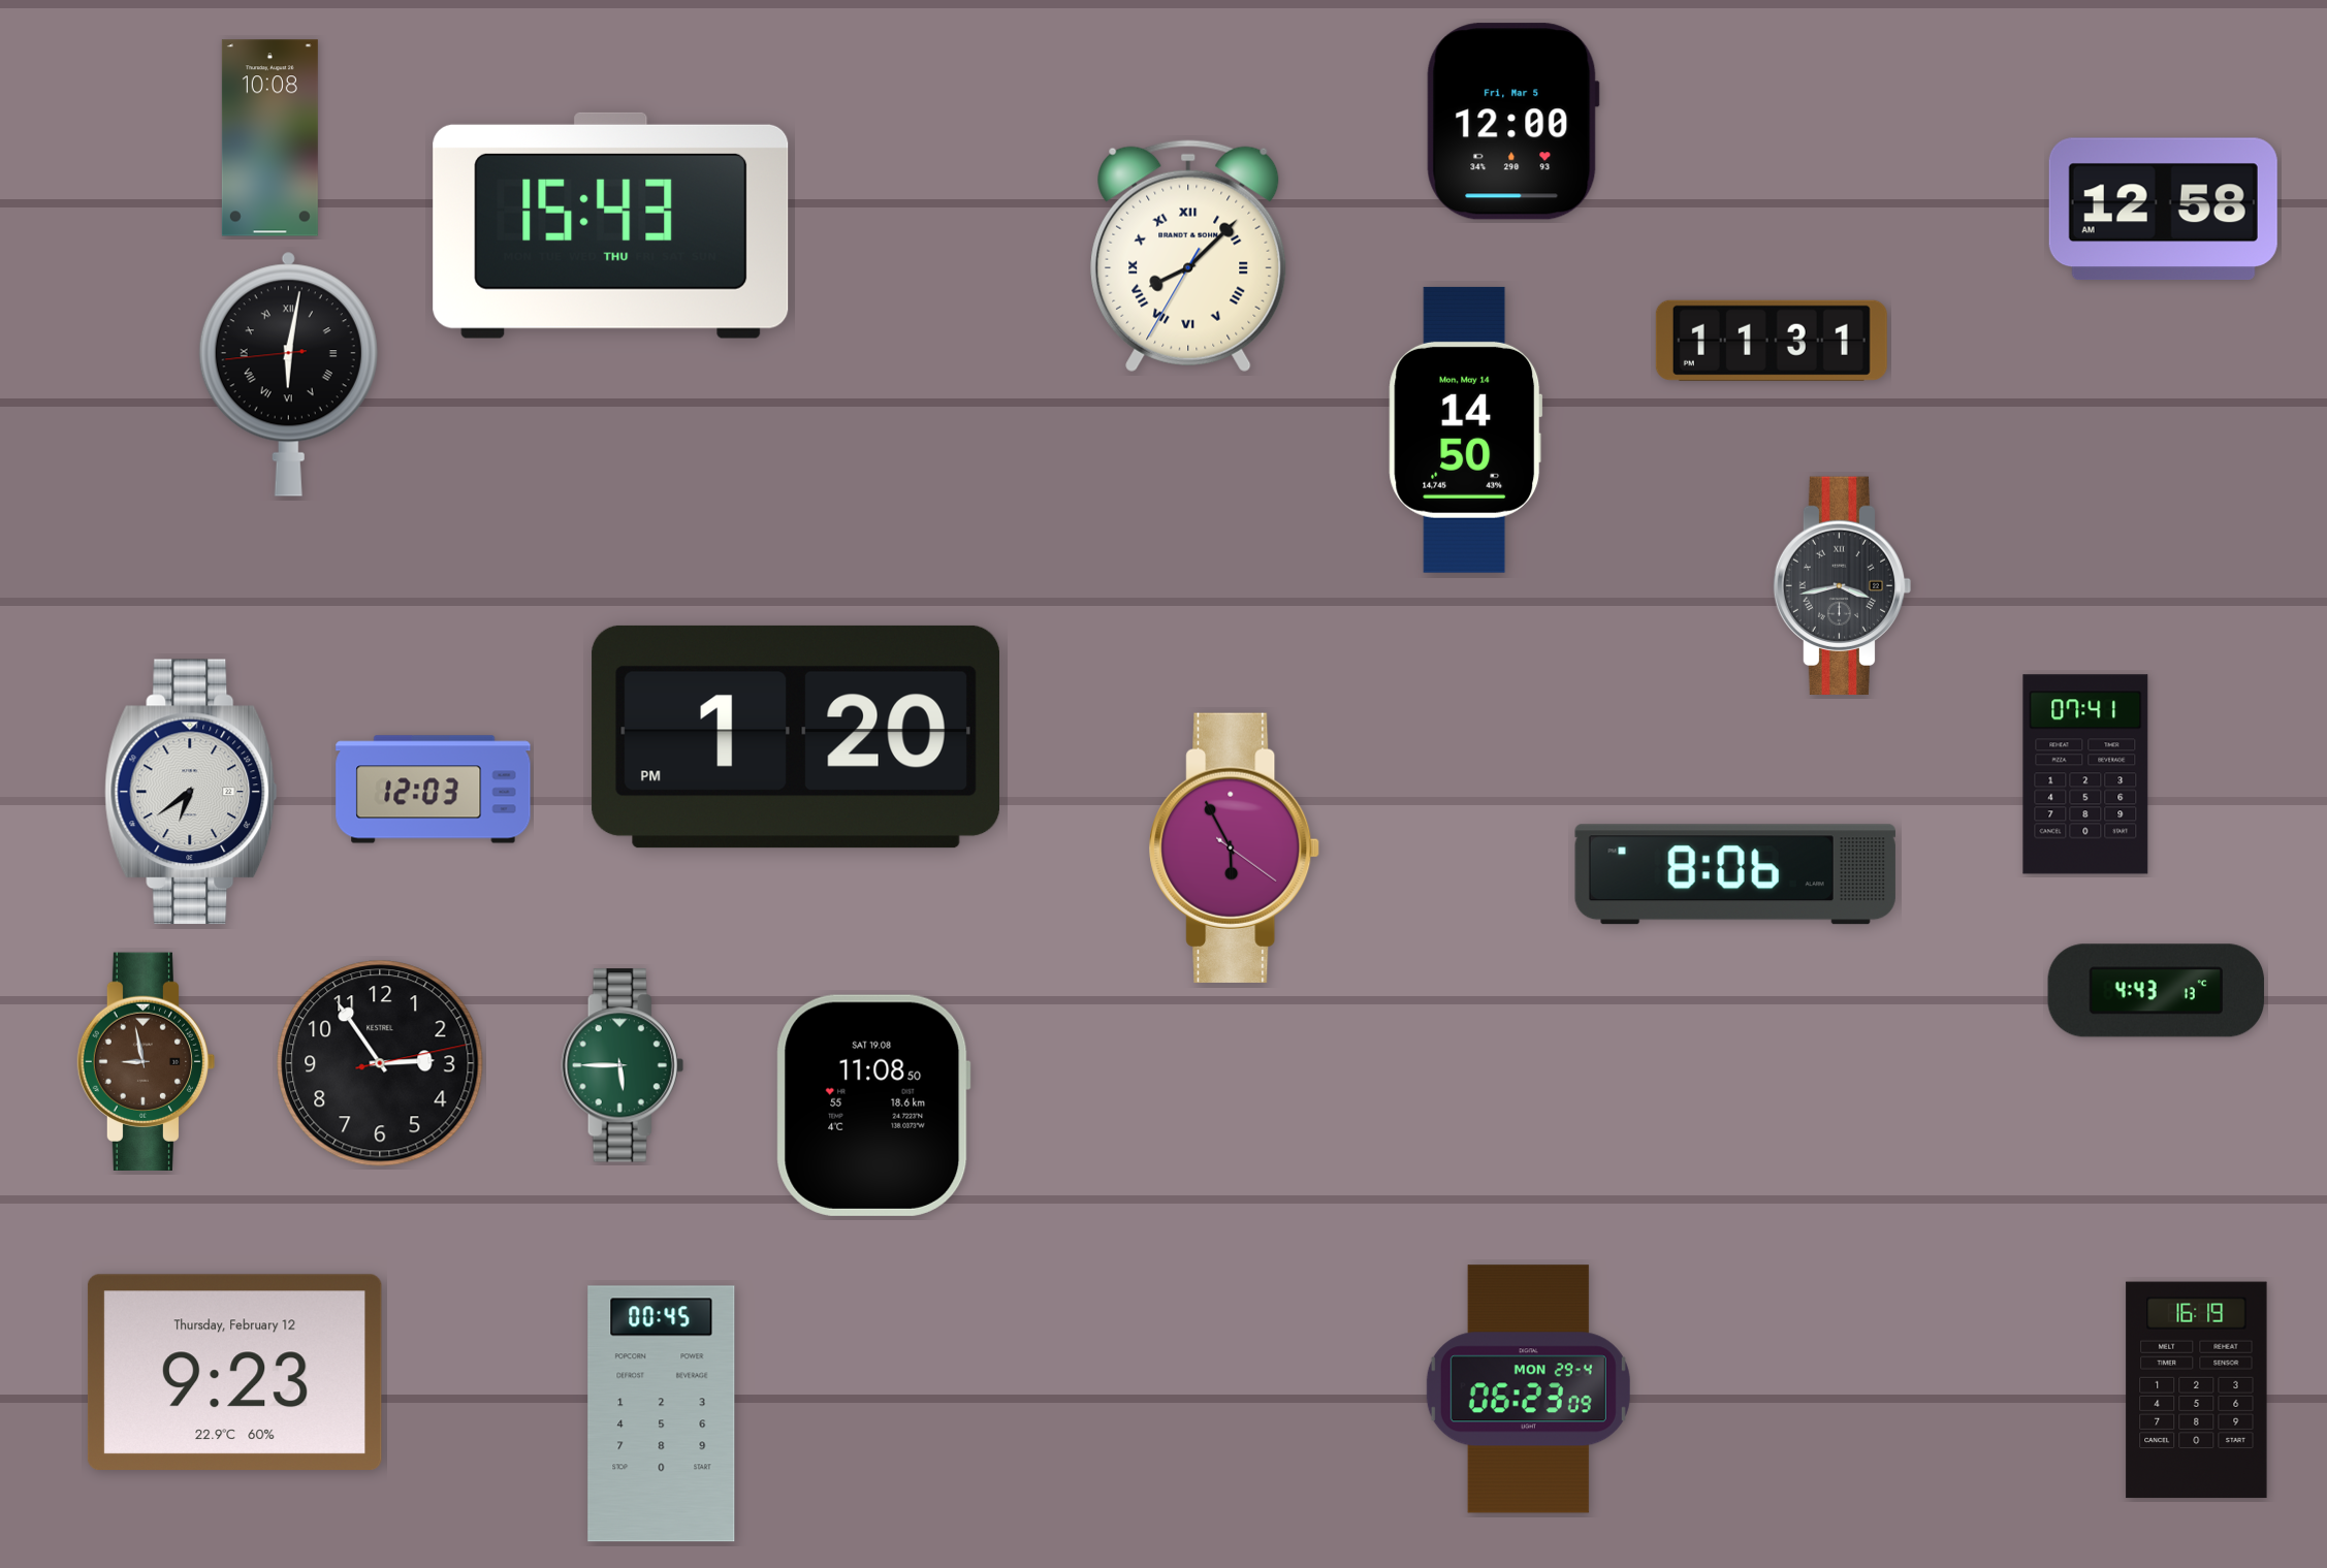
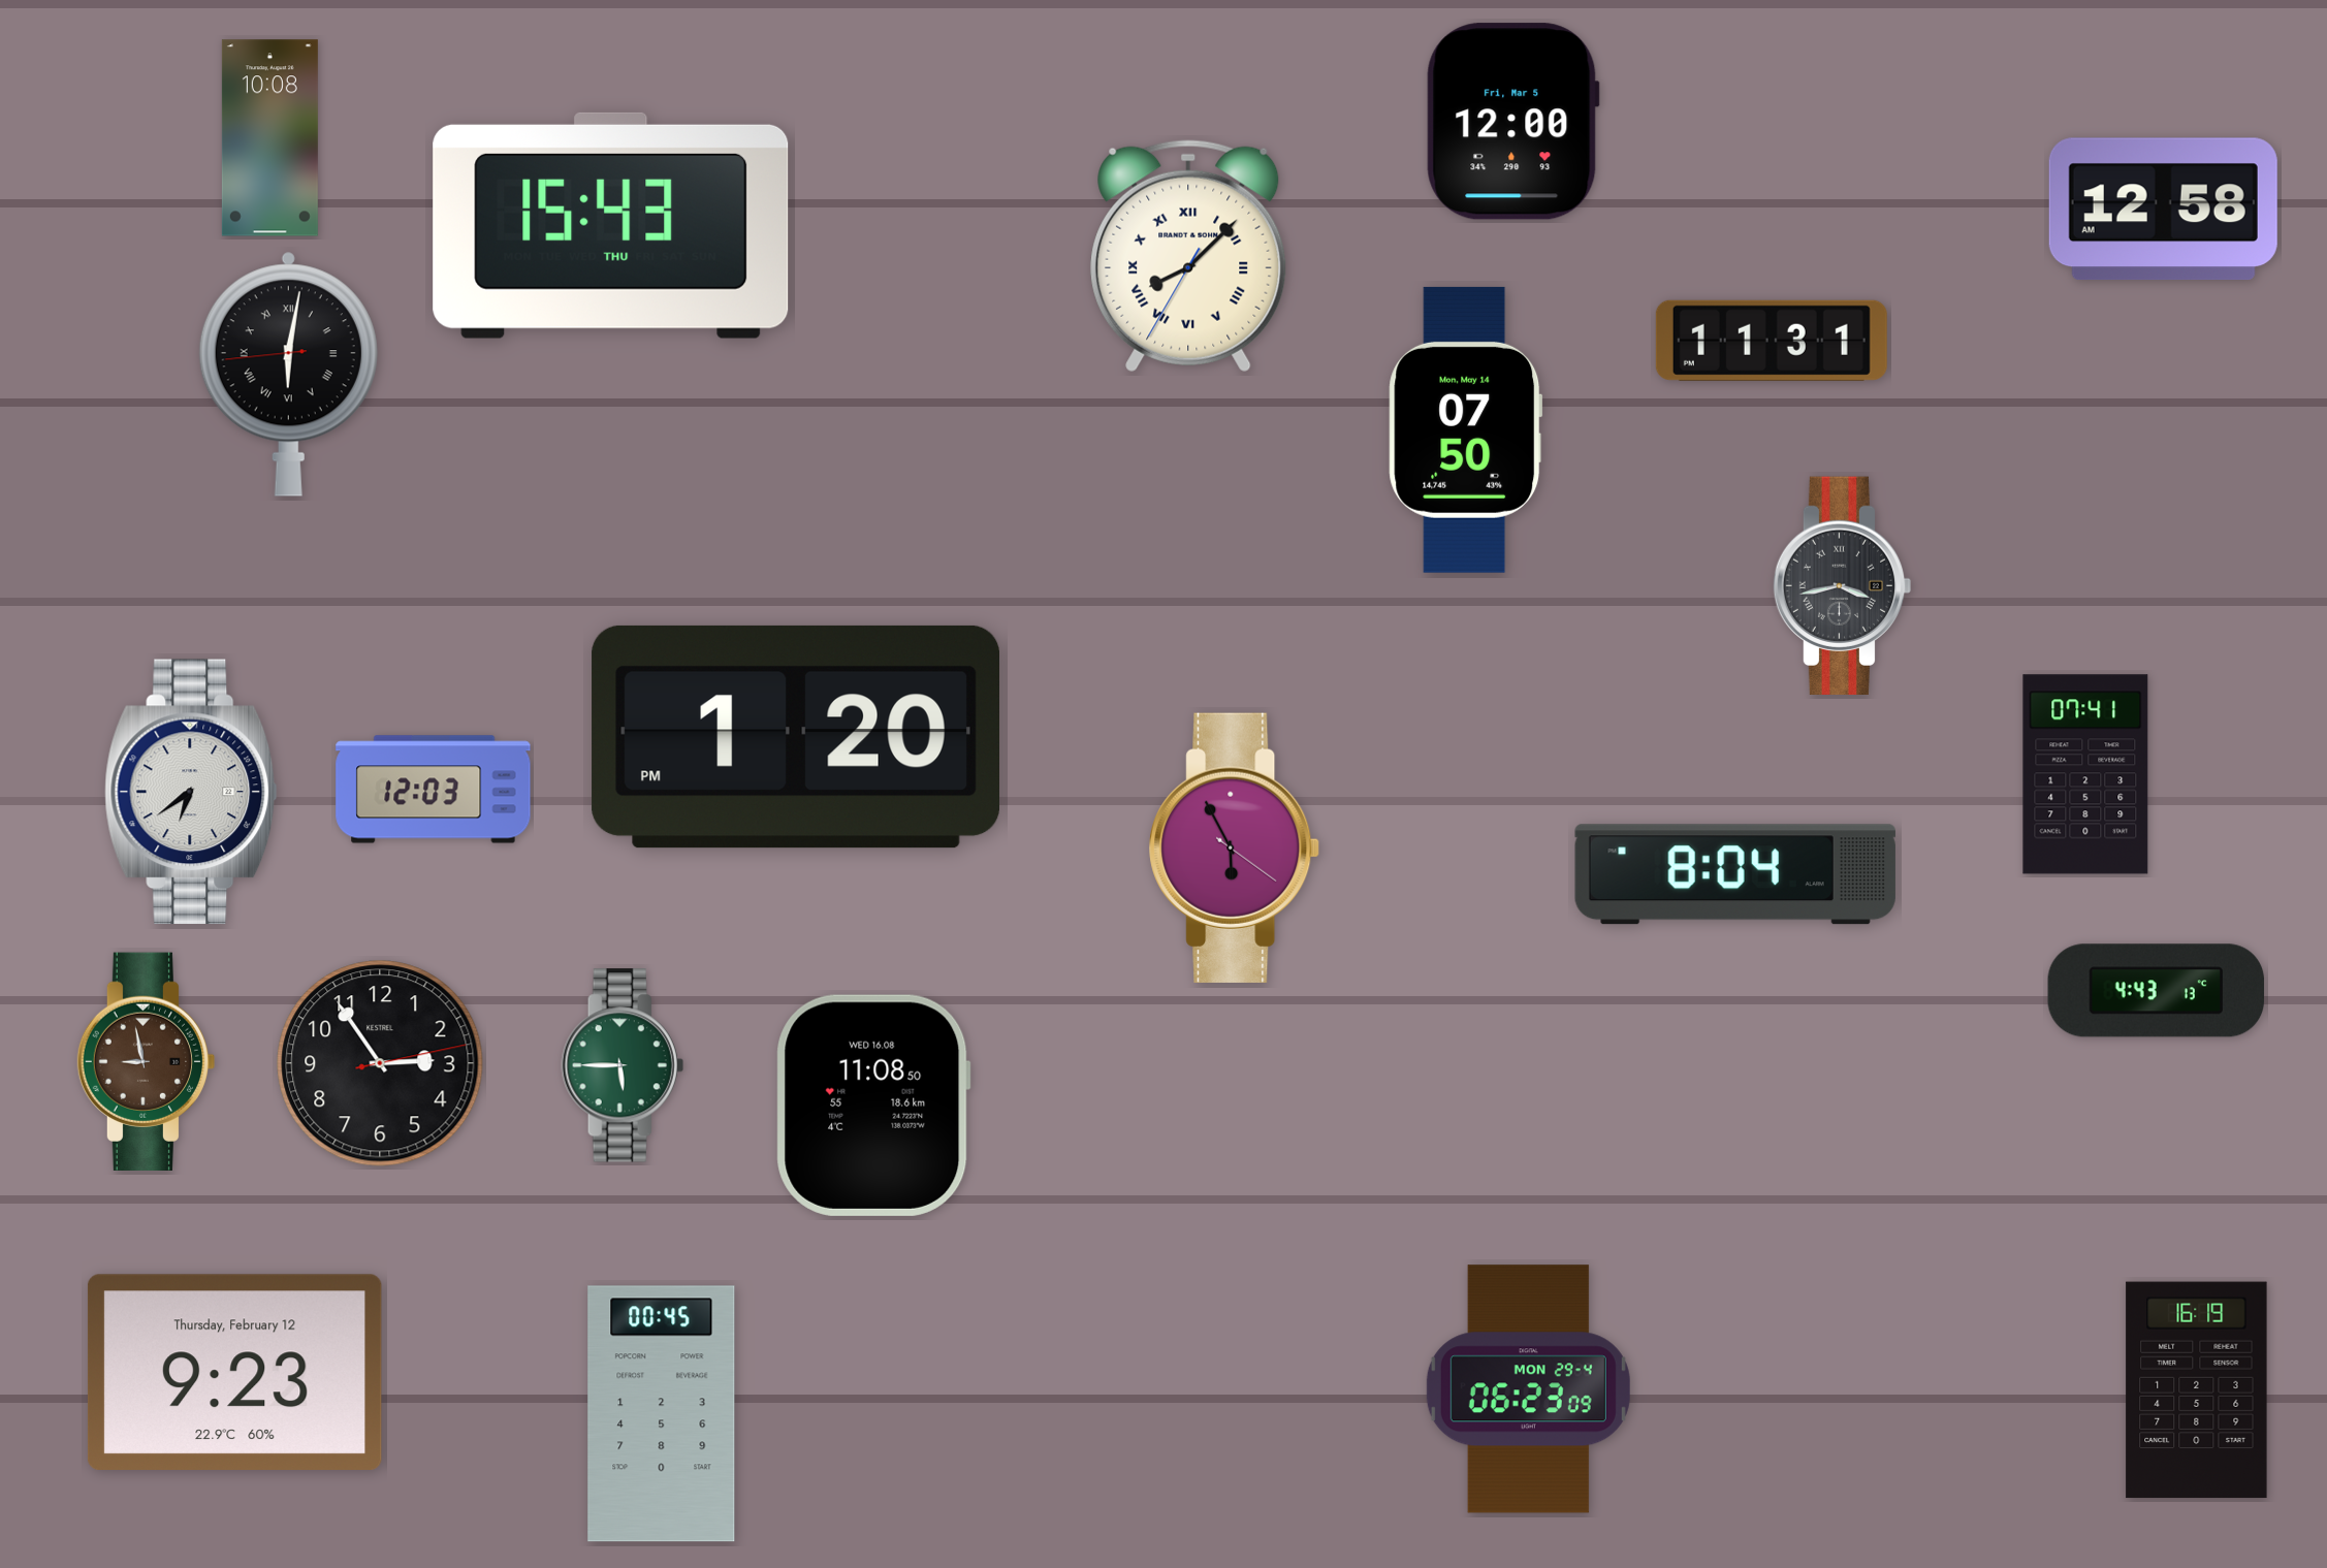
clock at (1466, 429): 14:50 -> 07:50
clock at (1735, 874): 8:06 -> 8:04
clock at (873, 1106) date: SAT 19.08 -> WED 16.08
